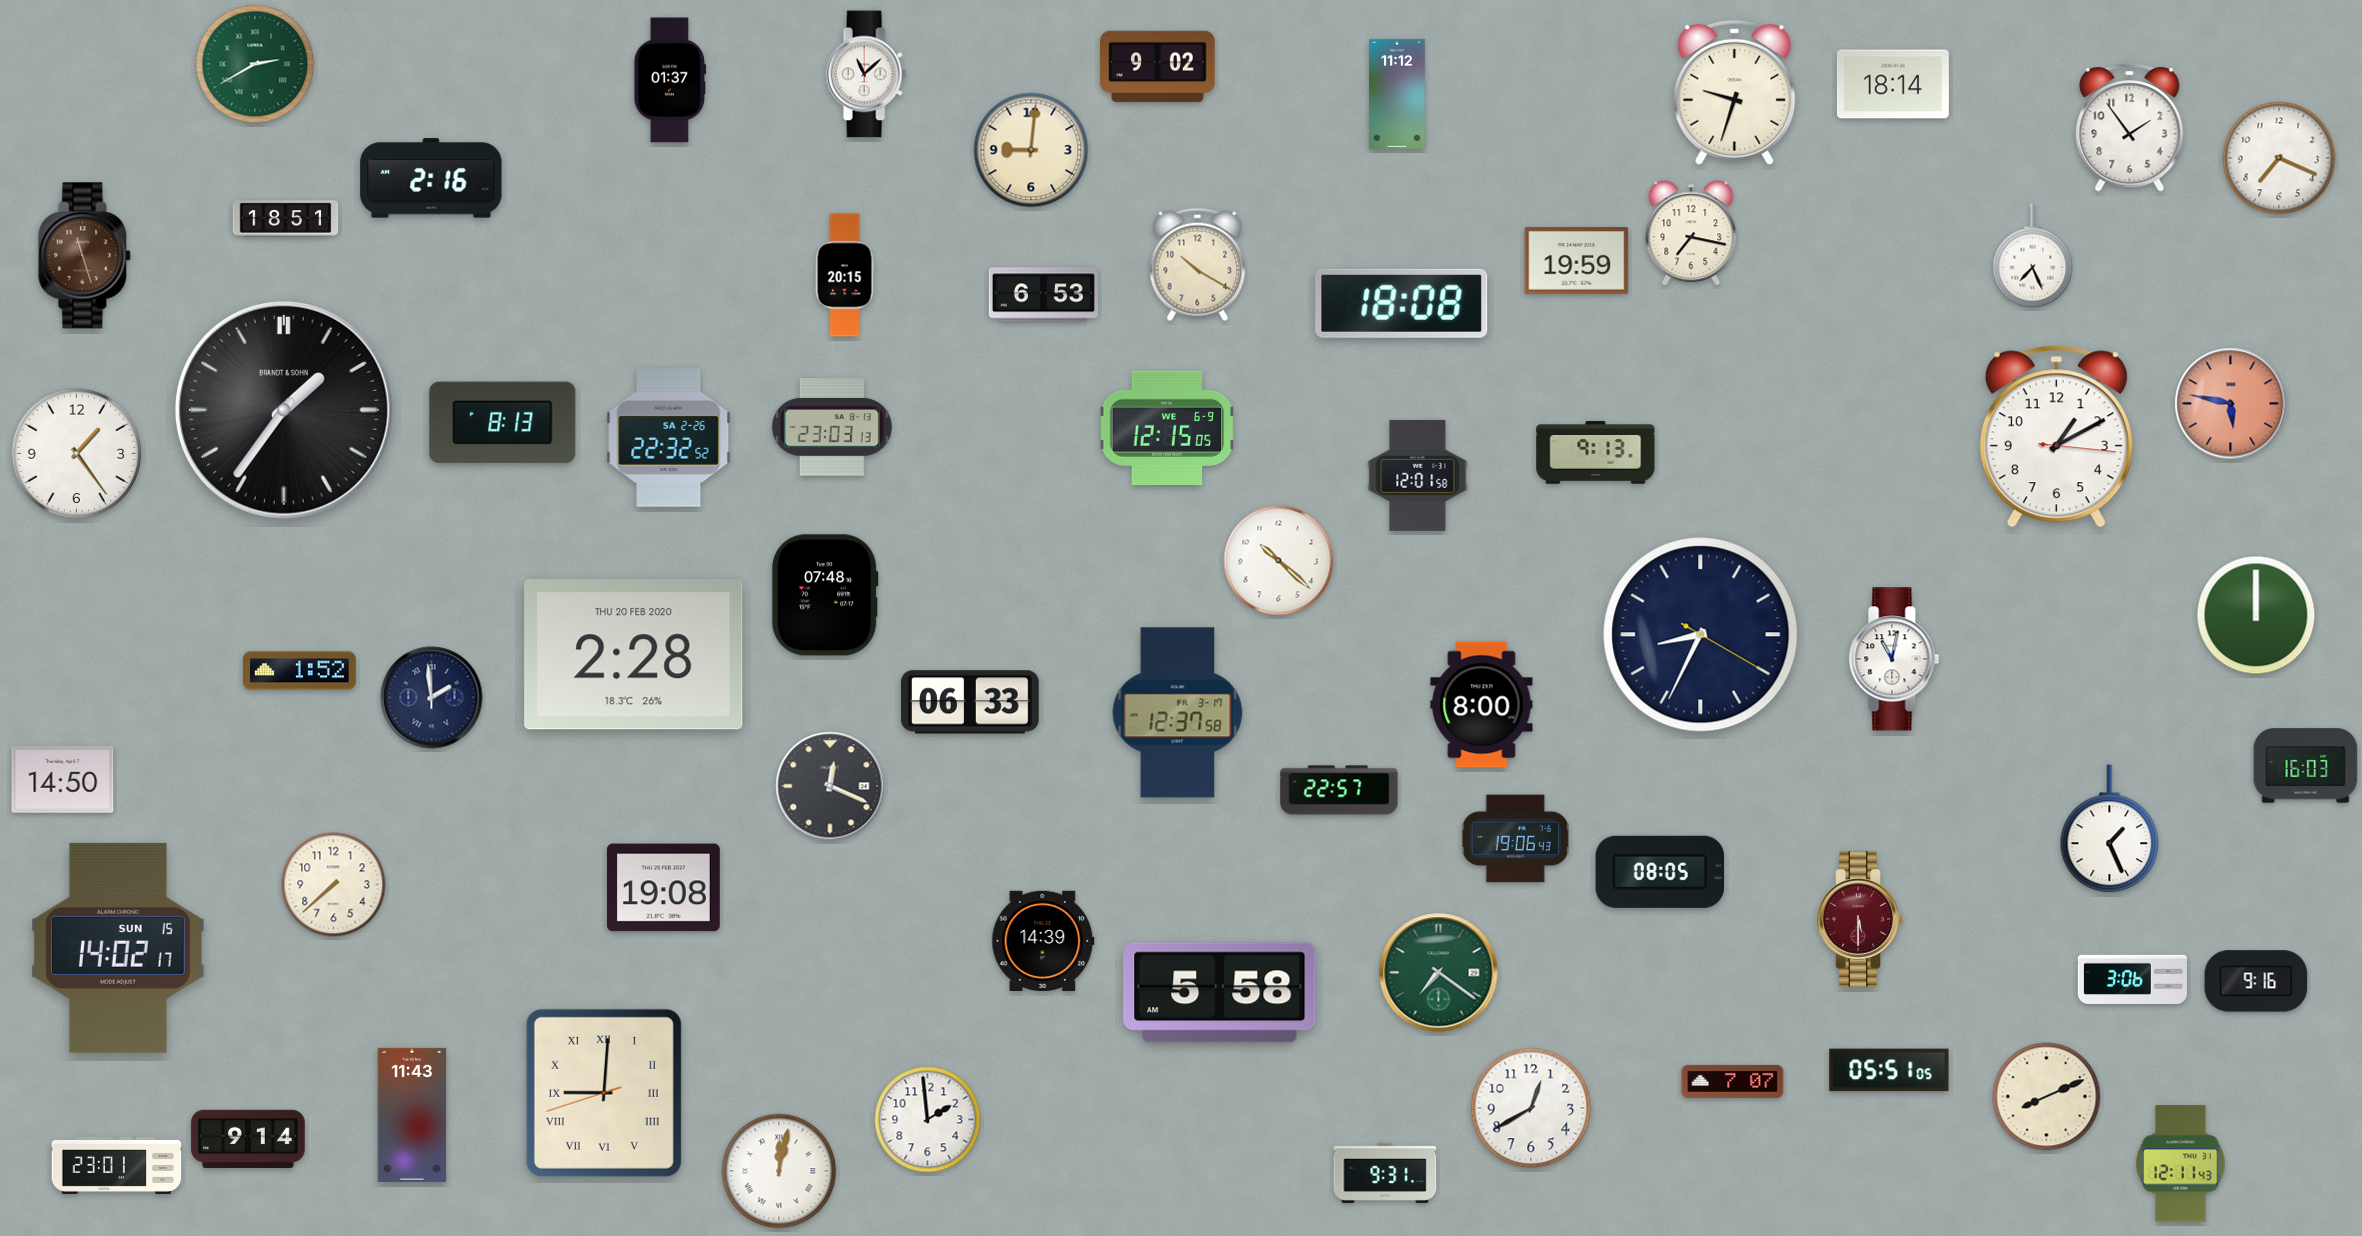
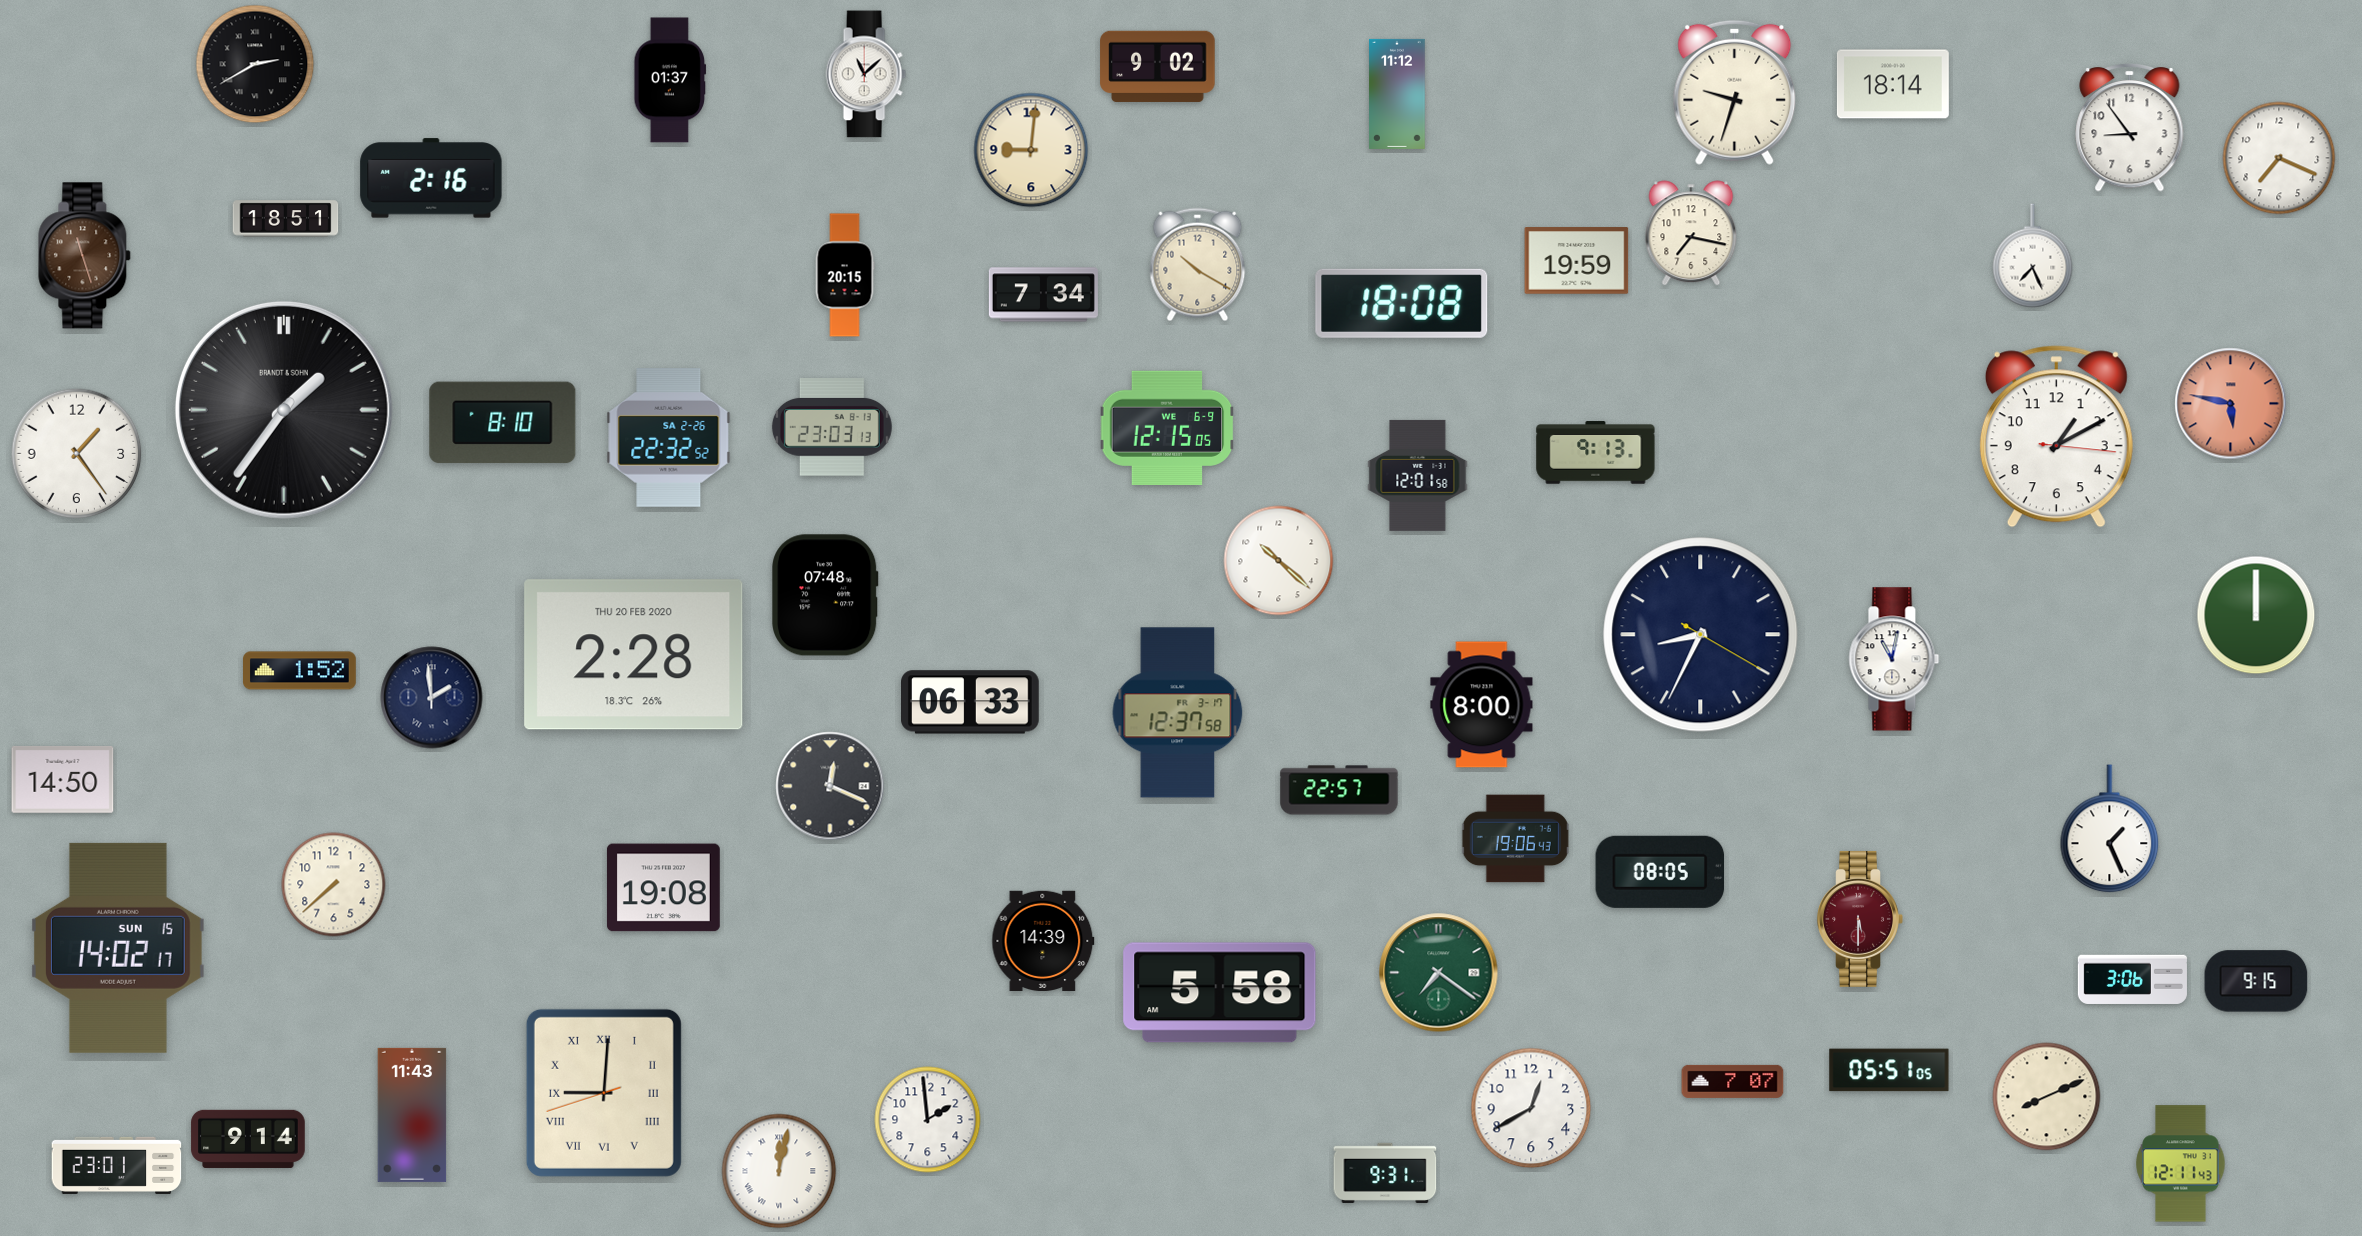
clock at (255, 64) dial: green -> black
clock at (2130, 128): 1:54 -> 8:54
clock at (1043, 295): 6:53 -> 7:34
clock at (503, 423): 8:13 -> 8:10
clock at (2306, 766): 16:03 -> none
clock at (2256, 981): 9:16 -> 9:15
